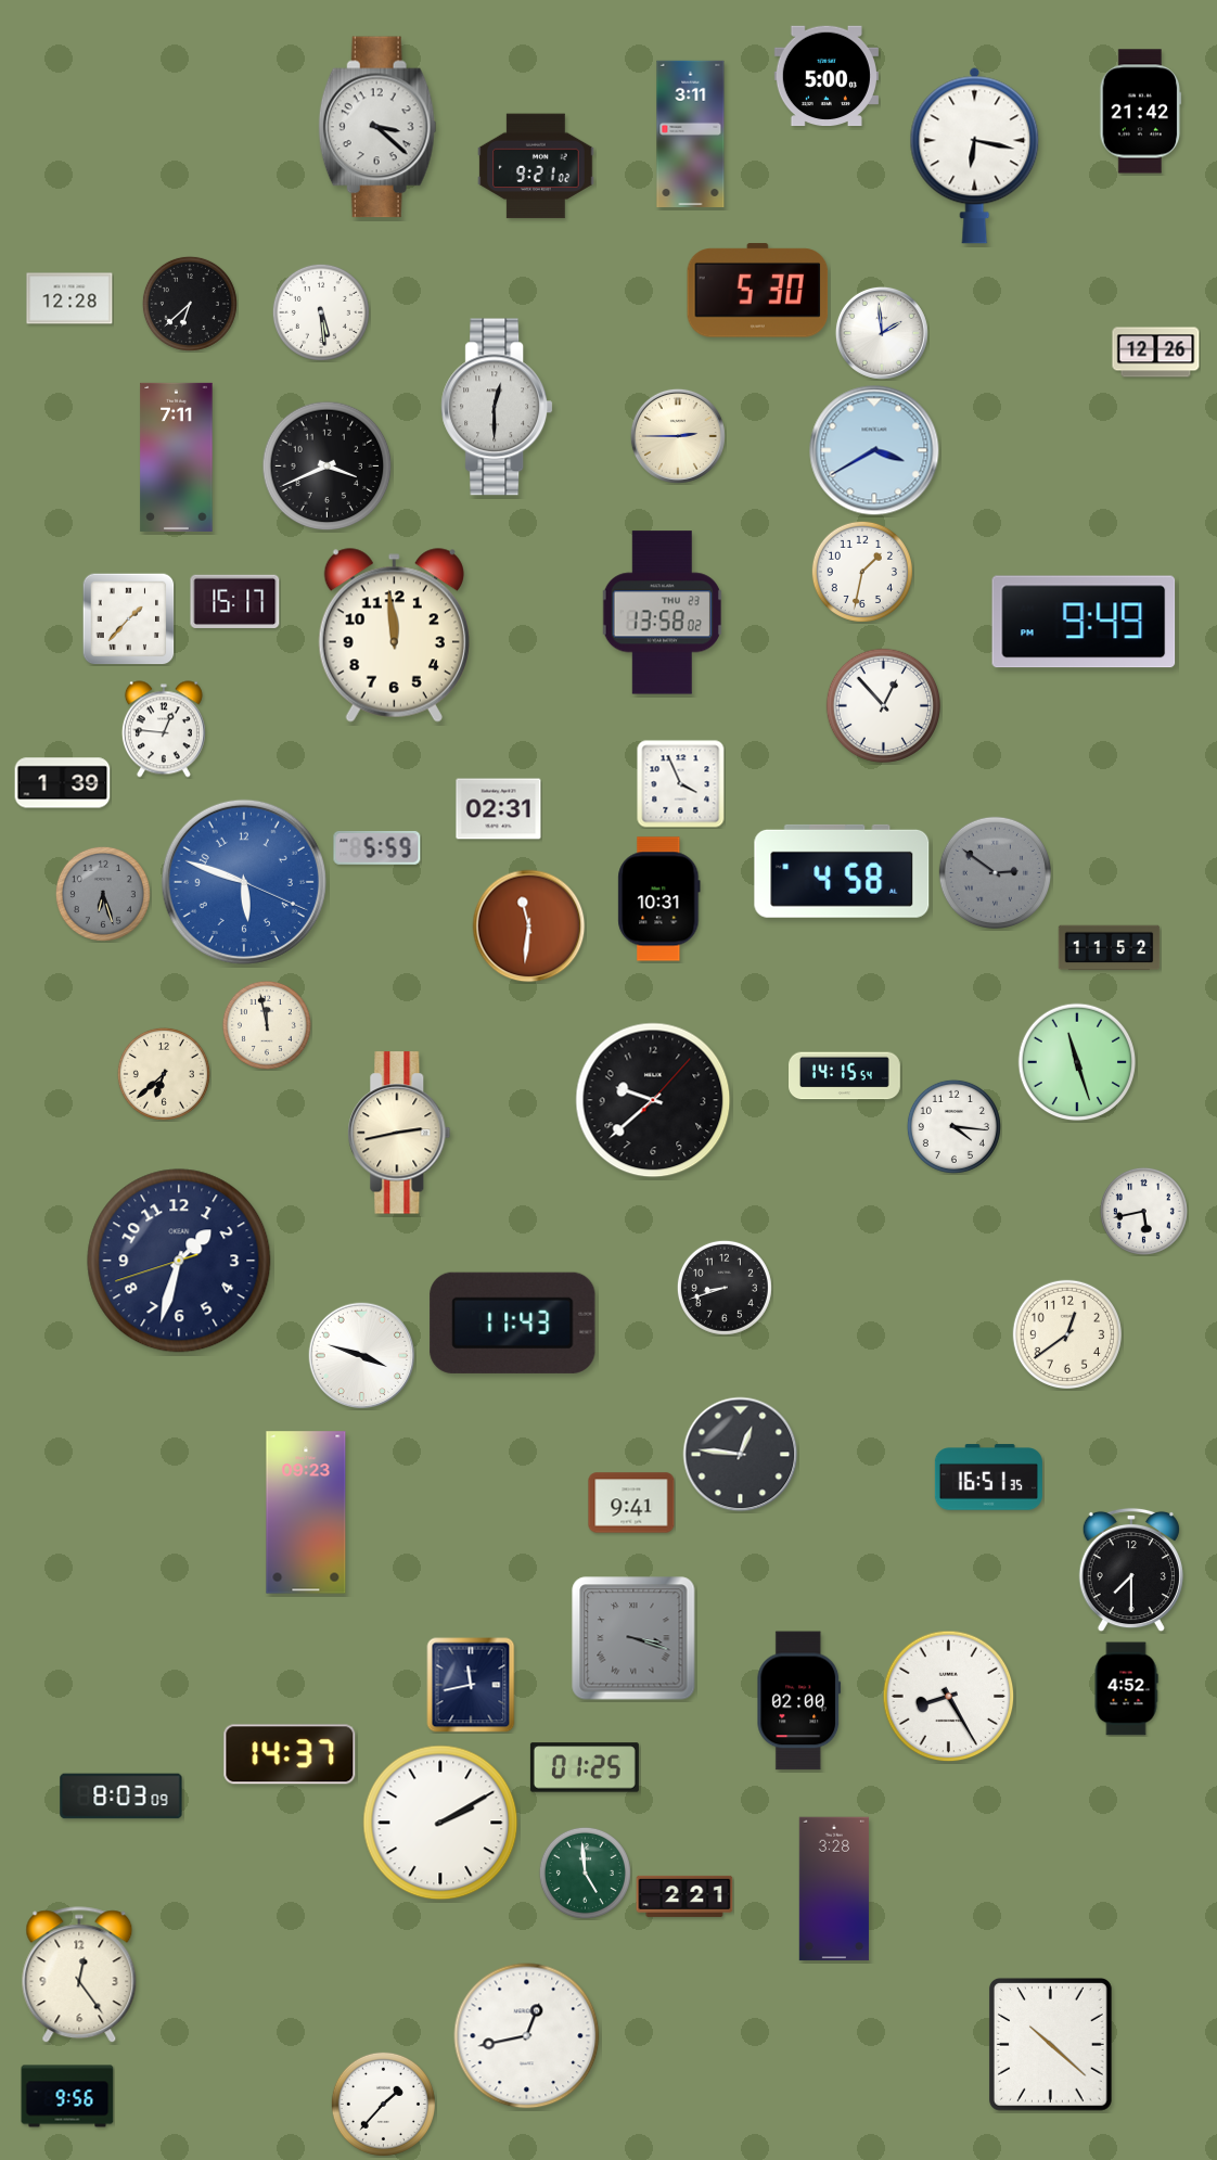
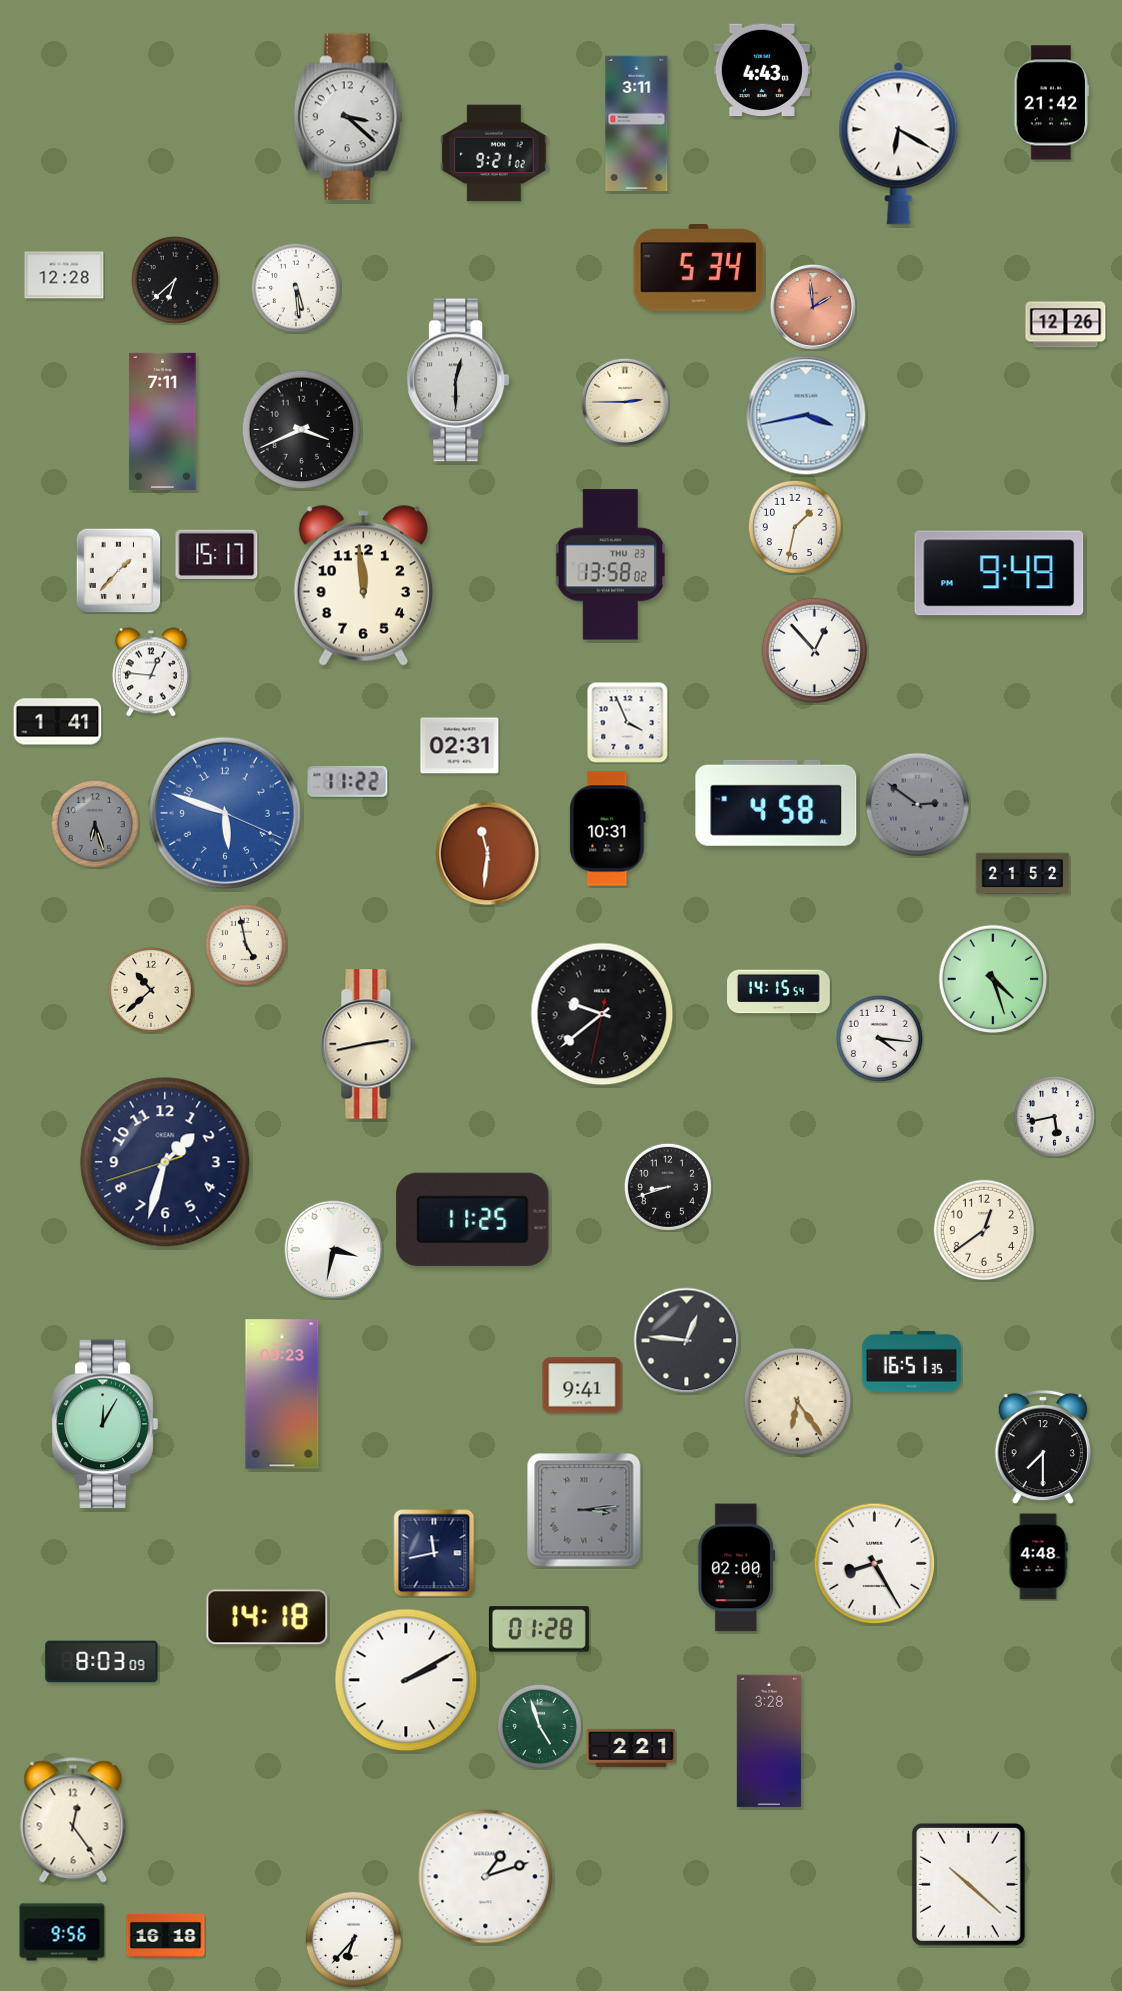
clock at (827, 76): 5:00 -> 4:43
clock at (975, 155): 6:17 -> 6:20
clock at (758, 291): 5:30 -> 5:34
clock at (882, 333) dial: white -> salmon
clock at (497, 407) position: (497, 407) -> (458, 380)
clock at (874, 450): 3:40 -> 3:43
clock at (63, 783): 1:39 -> 1:41
clock at (377, 847): 5:59 -> 11:22
clock at (1110, 948): 11:52 -> 21:52
clock at (267, 1025): 11:58 -> 4:58
clock at (1077, 1062): 11:27 -> 4:27
clock at (164, 1074): 6:38 -> 10:38
clock at (653, 1100): 9:38:07 -> 9:38:32
clock at (513, 1322): 11:43 -> 11:25
clock at (362, 1356): 3:48 -> 3:32
clock at (741, 1455) position: (741, 1455) -> (687, 1341)
clock at (798, 1402): none -> 6:24
clock at (105, 1424): none -> 12:05
clock at (633, 1638): 3:18 -> 3:14
clock at (1126, 1689): 4:52 -> 4:48
clock at (290, 1754): 14:37 -> 14:18
clock at (585, 1767): 01:25 -> 01:28
clock at (121, 1797) position: (121, 1797) -> (102, 1662)
clock at (585, 1873): 4:59 -> 4:57
clock at (527, 2036): 12:43 -> 1:12
clock at (166, 1935): none -> 16:18
clock at (383, 2104): 1:37 -> 6:37
